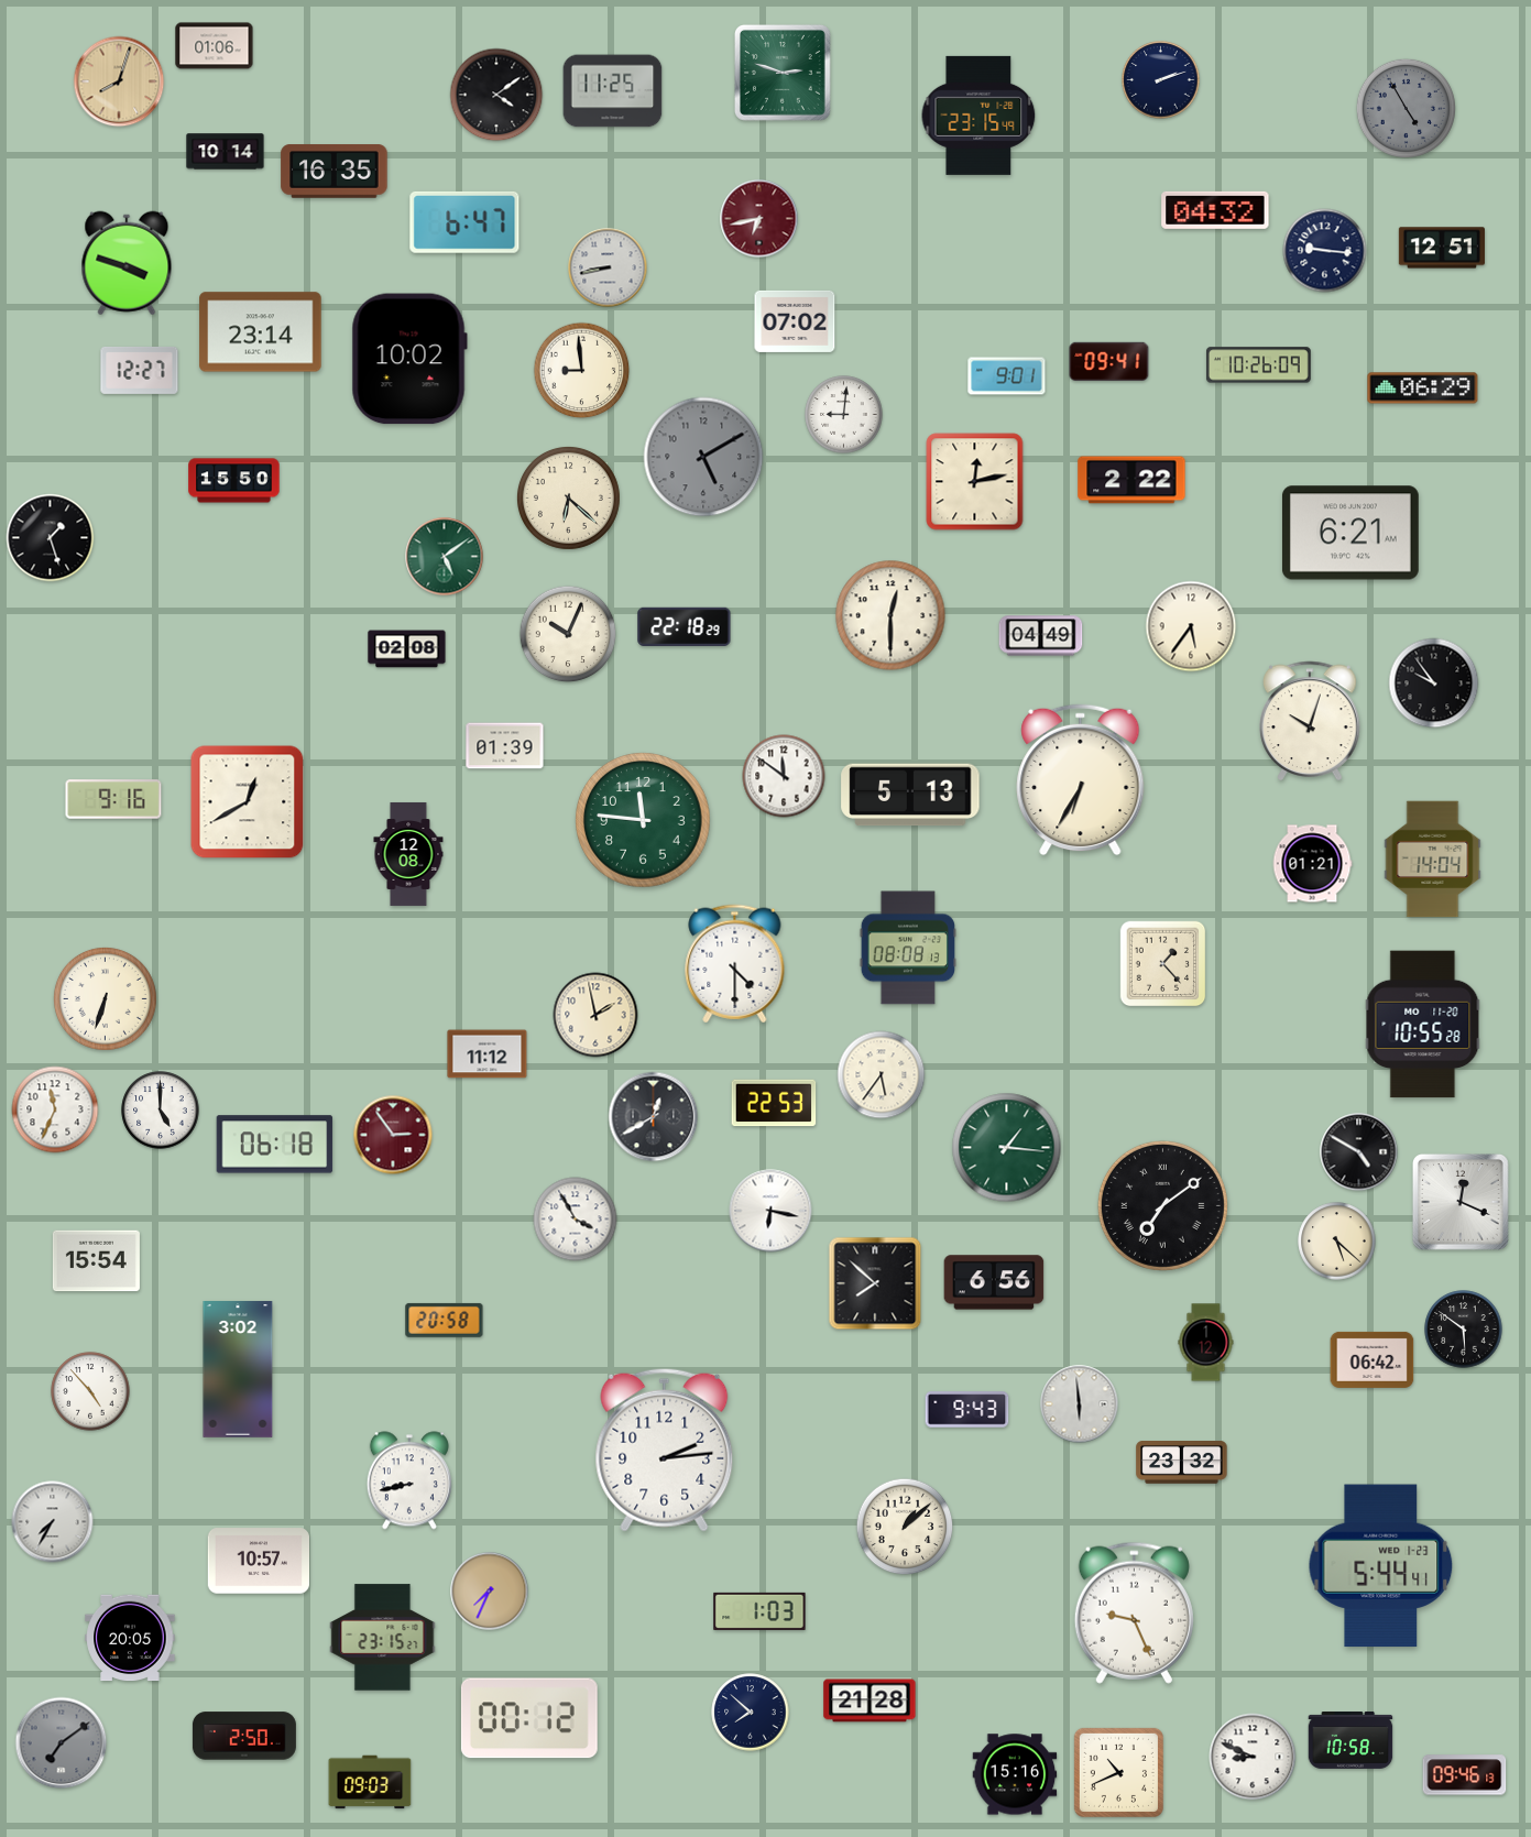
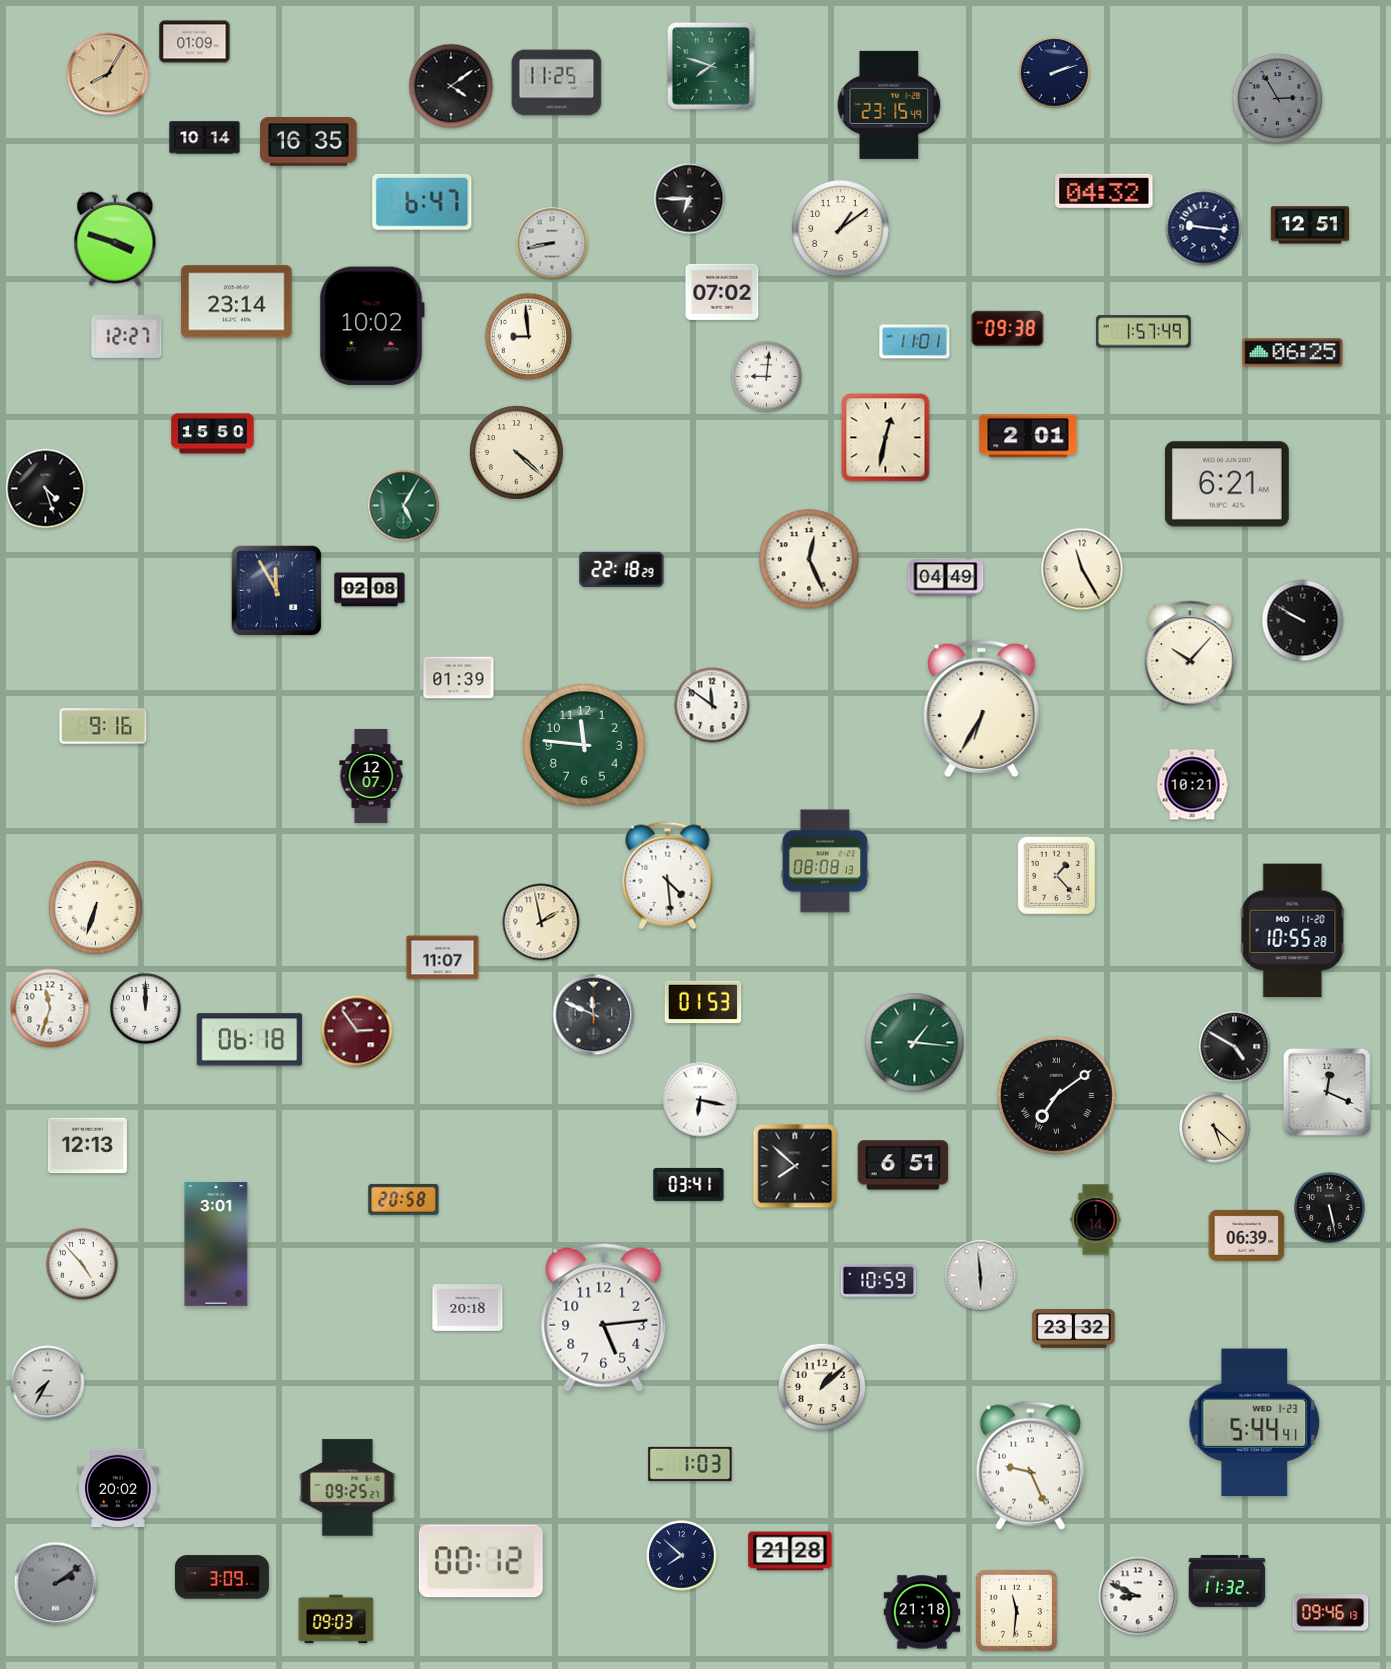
clock at (215, 46): 01:06 -> 01:09
clock at (784, 74): 2:48 -> 7:48
clock at (119, 81): 8:03 -> 8:05
clock at (1406, 108): 4:55 -> 2:55
clock at (335, 172) position: (335, 172) -> (309, 142)
clock at (759, 219): 6:43 -> 6:45
clock at (759, 219) dial: burgundy -> black
clock at (841, 229): none -> 1:09
clock at (1109, 361): 09:41 -> 09:38
clock at (1258, 365): 10:26 -> 1:57
clock at (1007, 376): 9:01 -> 11:01
clock at (1423, 389): 06:29 -> 06:25
clock at (703, 457): 5:10 -> none
clock at (1131, 480): 2:22 -> 2:01
clock at (234, 481) position: (234, 481) -> (213, 434)
clock at (975, 482): 12:13 -> 12:32
clock at (568, 497): 6:22 -> 4:22
clock at (51, 538): 1:27 -> 4:27
clock at (445, 557): 5:09 -> 5:05
clock at (890, 615): 12:30 -> 12:26
clock at (1191, 626): 5:36 -> 11:25
clock at (568, 634): 10:04 -> none
clock at (276, 590): none -> 11:55
clock at (1434, 684): 9:54 -> 9:50
clock at (1310, 721): 10:03 -> 10:07
clock at (910, 795): 5:13 -> none
clock at (248, 802): 12:40 -> none
clock at (408, 854): 12:08 -> 12:07
clock at (1433, 860): 14:04 -> none
clock at (1312, 864): 01:21 -> 10:21
clock at (735, 964): 4:30 -> 4:29
clock at (488, 1054): 11:12 -> 11:07
clock at (882, 1075): 5:36 -> none
clock at (774, 1103): 22:53 -> 01:53
clock at (55, 1109): 11:34 -> 11:33
clock at (161, 1111): 5:00 -> 12:00
clock at (654, 1117): 12:40 -> 11:49
clock at (576, 1220): 3:55 -> none
clock at (96, 1261): 15:54 -> 12:13
clock at (994, 1282): 6:56 -> 6:51
clock at (689, 1184): none -> 03:41
clock at (1464, 1330): 5:51 -> 5:28
clock at (1206, 1343): 1:12 -> 1:14
clock at (1373, 1359): 06:42 -> 06:39
clock at (238, 1370): 3:02 -> 3:01
clock at (967, 1410): 9:43 -> 10:59
clock at (468, 1308): none -> 20:18
clock at (665, 1450): 2:14 -> 5:14
clock at (409, 1480): 8:43 -> none
clock at (258, 1561): 10:57 -> none
clock at (490, 1592): 7:34 -> none
clock at (130, 1638): 20:05 -> 20:02
clock at (383, 1638): 23:15 -> 09:25
clock at (870, 1701) position: (870, 1701) -> (790, 1551)
clock at (244, 1736): 2:50 -> 3:09
clock at (1350, 1741): 10:58 -> 11:32
clock at (62, 1743): 7:09 -> 2:09
clock at (1118, 1772): 10:41 -> 11:31
clock at (1015, 1774): 15:16 -> 21:18
